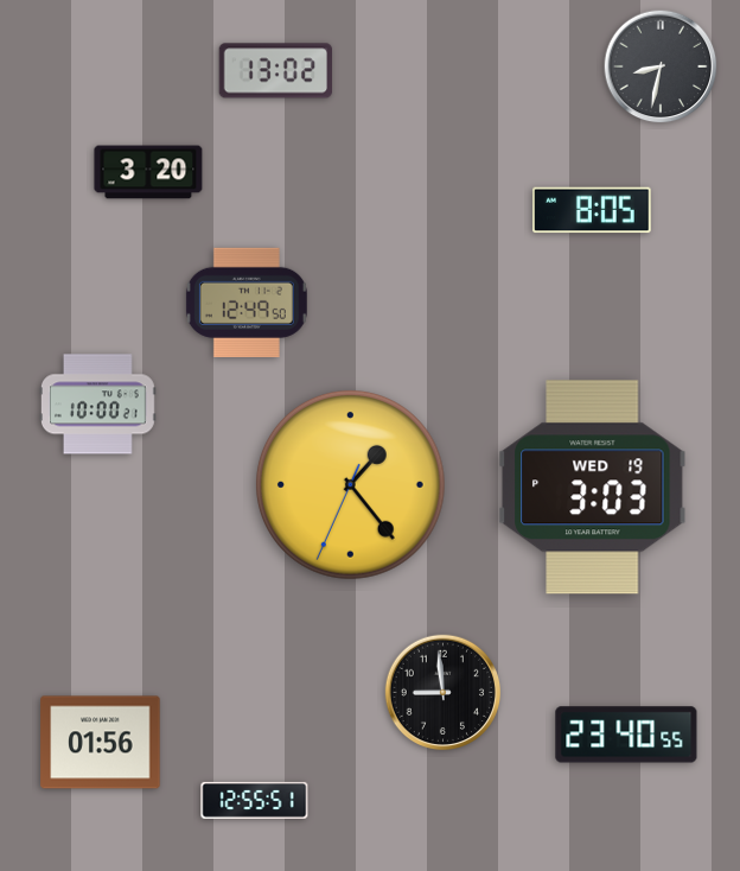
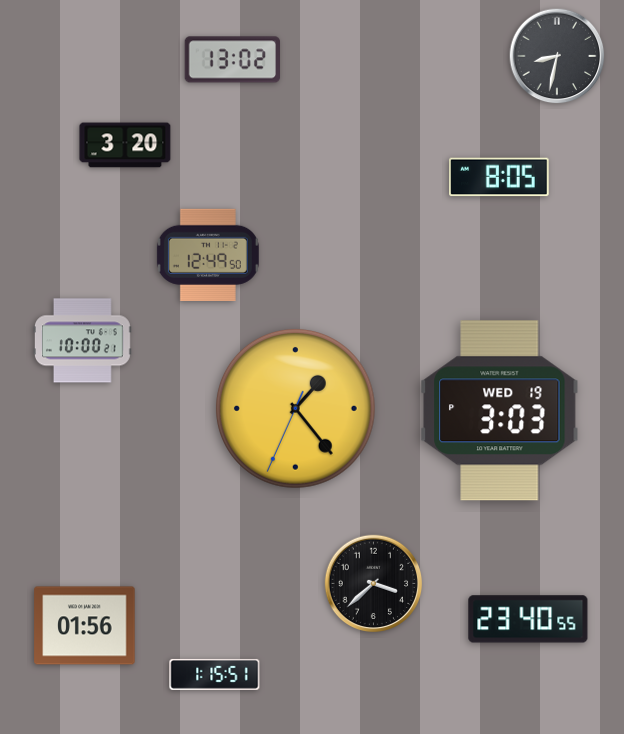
clock at (444, 693): 8:59 -> 3:38
clock at (255, 800): 12:55 -> 1:15
